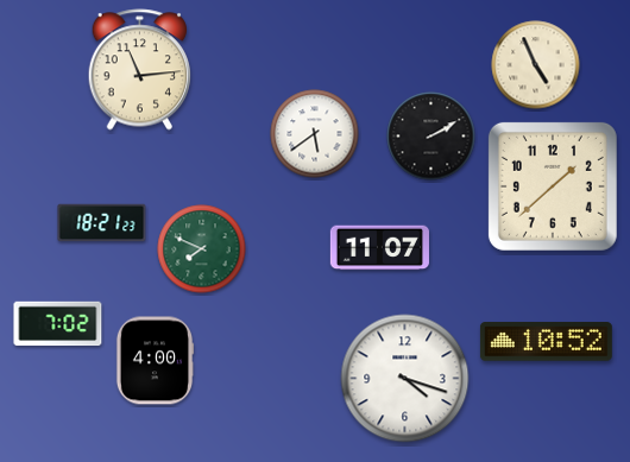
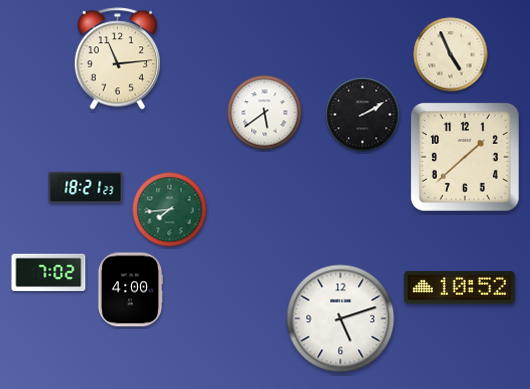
clock at (379, 248): 11:07 -> none
clock at (202, 249): 7:49 -> 7:44
clock at (155, 361) position: (155, 361) -> (130, 290)
clock at (405, 379): 4:18 -> 5:12
